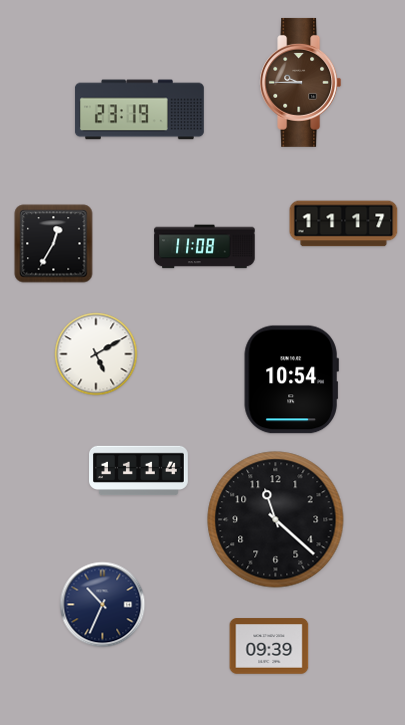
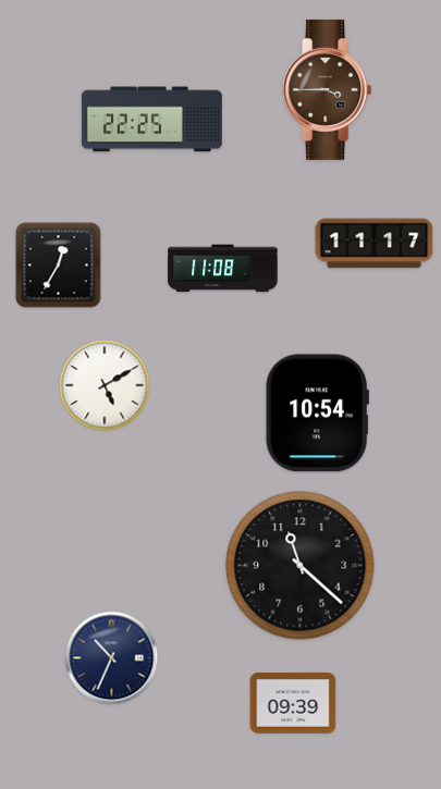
clock at (301, 82): 9:45 -> 3:45
clock at (139, 110): 23:19 -> 22:25
clock at (139, 471): 11:14 -> none
